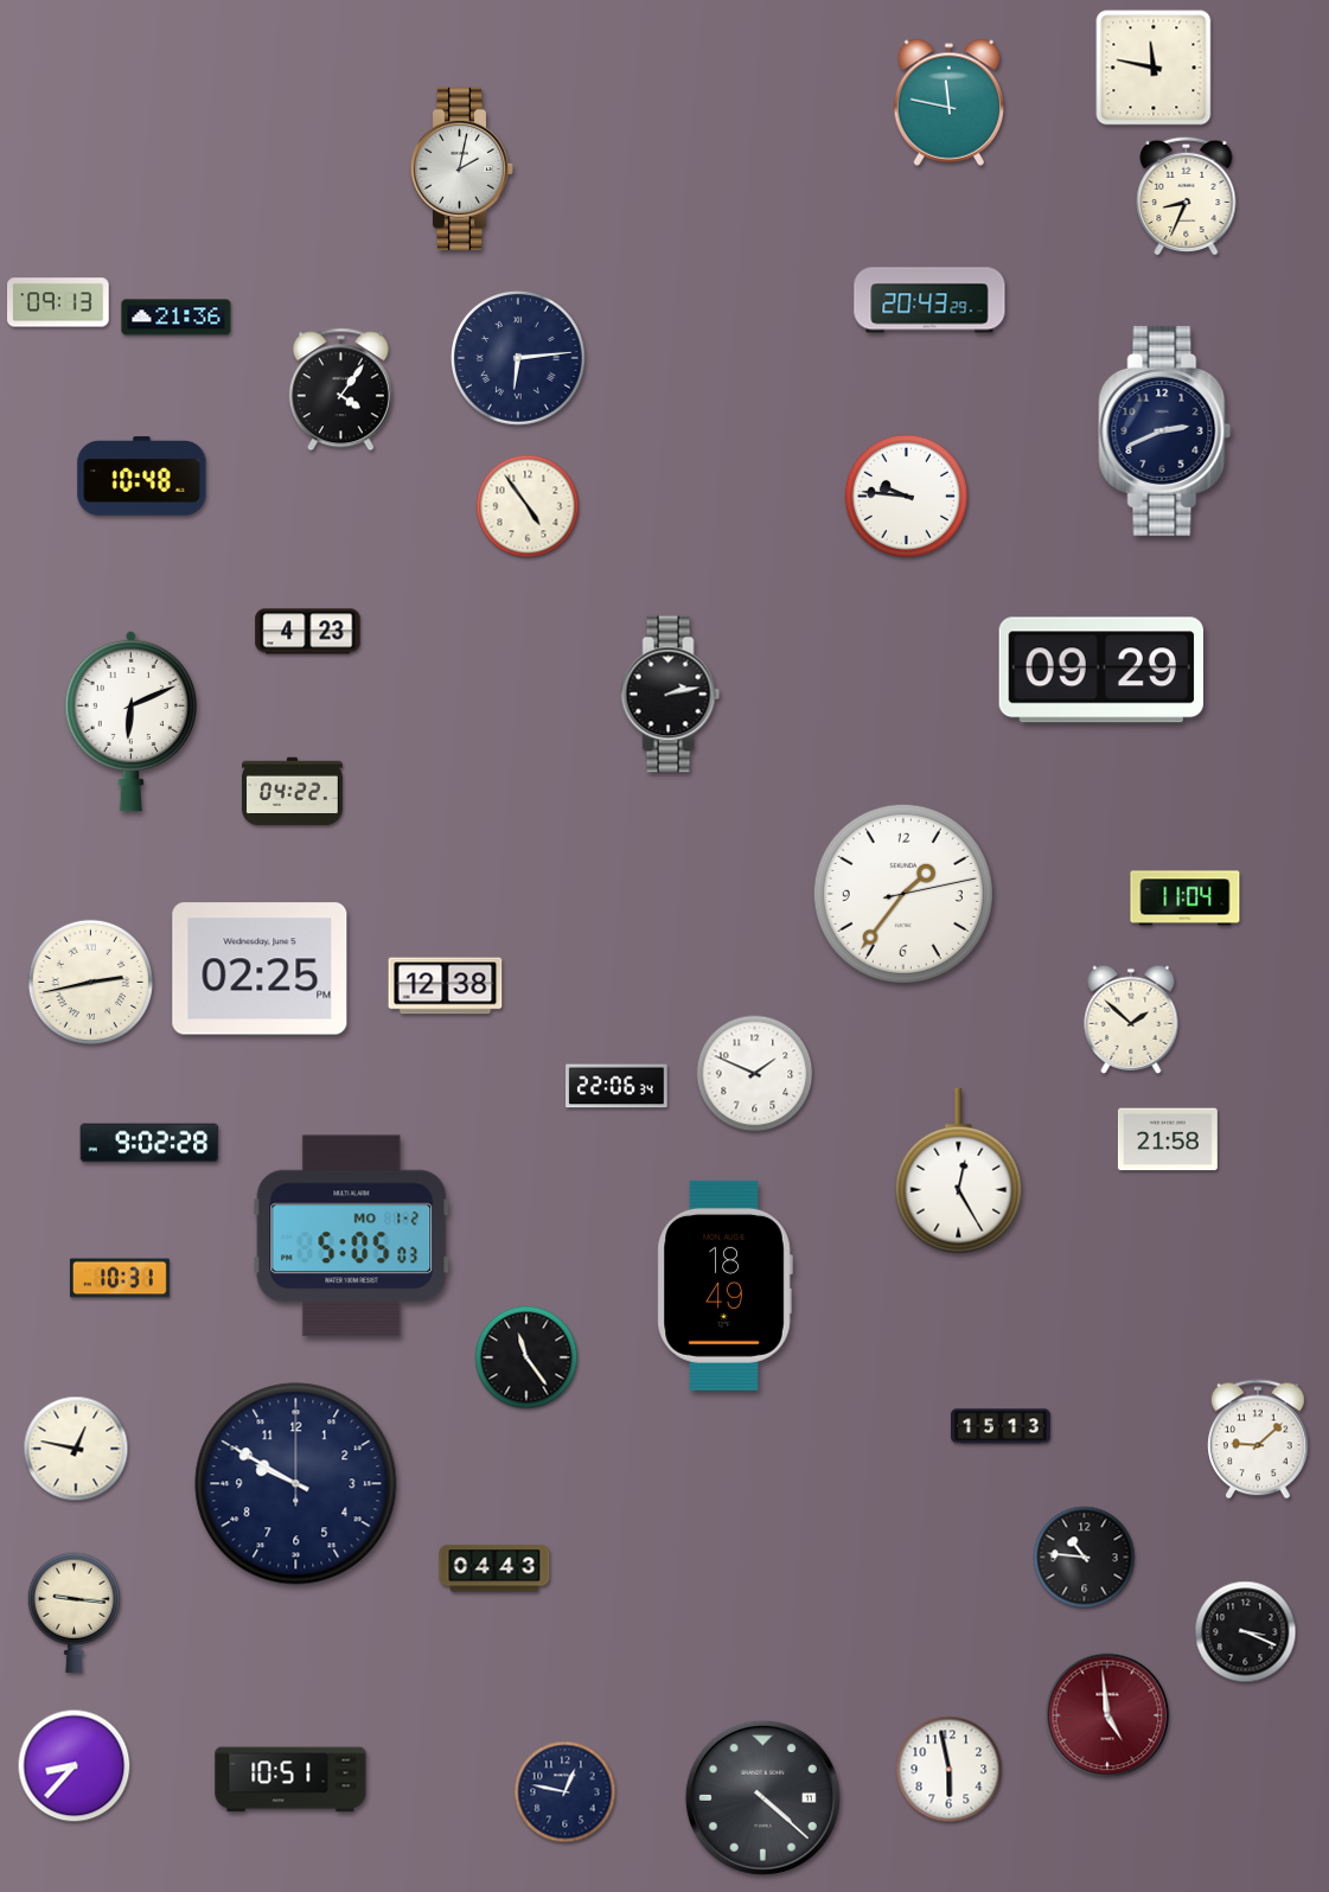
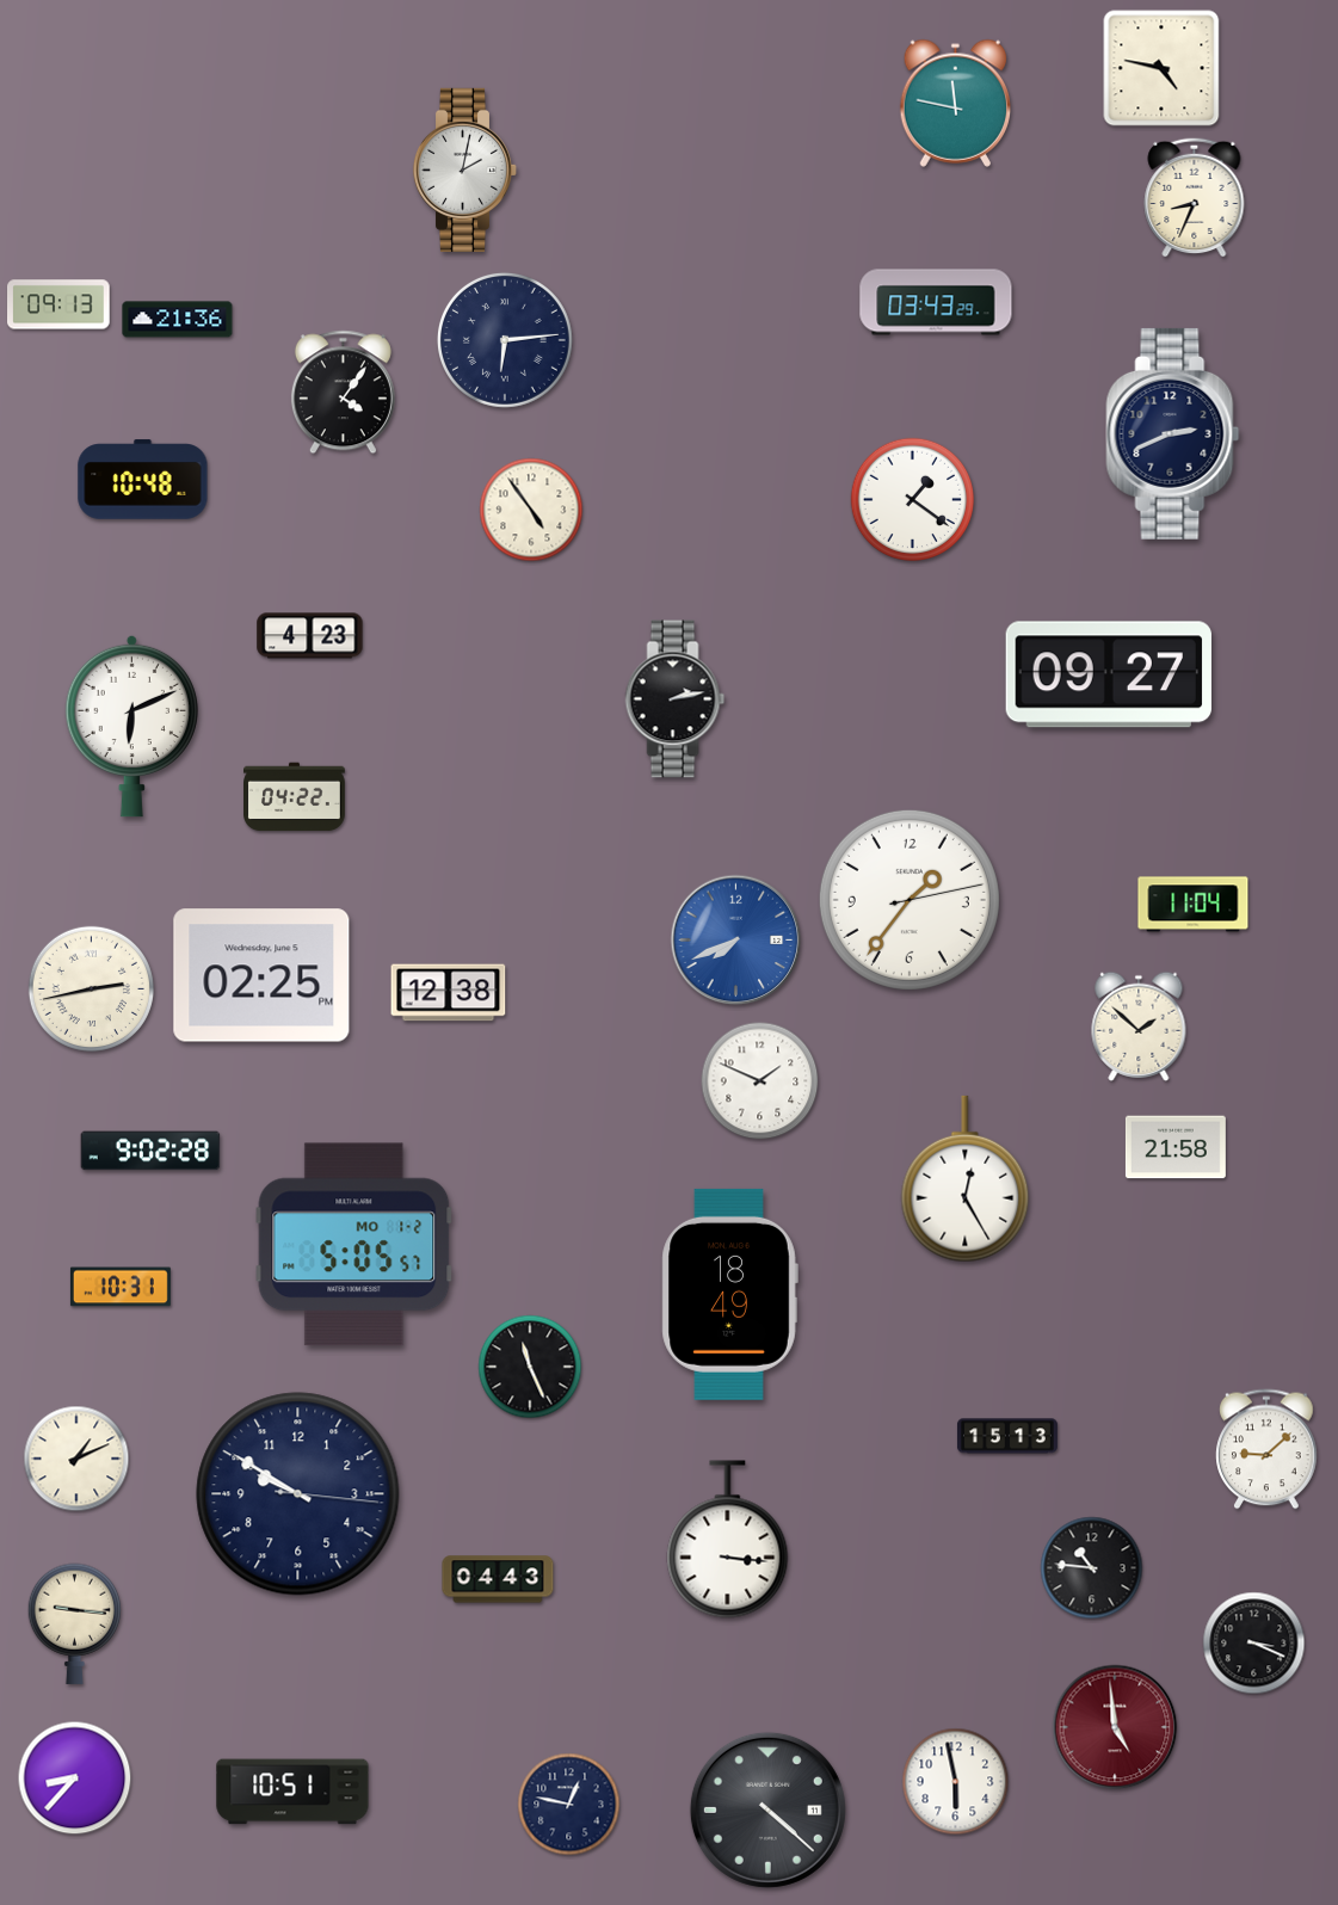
clock at (1154, 68): 11:47 -> 4:47
clock at (929, 300): 20:43 -> 03:43
clock at (518, 358) position: (518, 358) -> (505, 340)
clock at (907, 497): 9:46 -> 1:21
clock at (1101, 670): 09:29 -> 09:27
clock at (736, 941): none -> 7:41
clock at (616, 1086): 22:06 -> none
clock at (352, 1236): 5:05:03 -> 5:05:57
clock at (526, 1357): 11:24 -> 11:26
clock at (76, 1449): 12:47 -> 1:11
clock at (296, 1484): 9:50:00 -> 9:50:16
clock at (728, 1540): none -> 3:16
